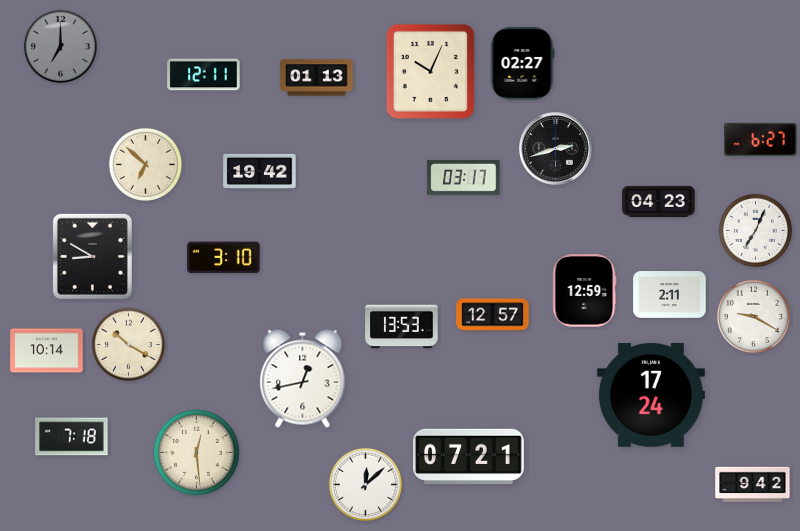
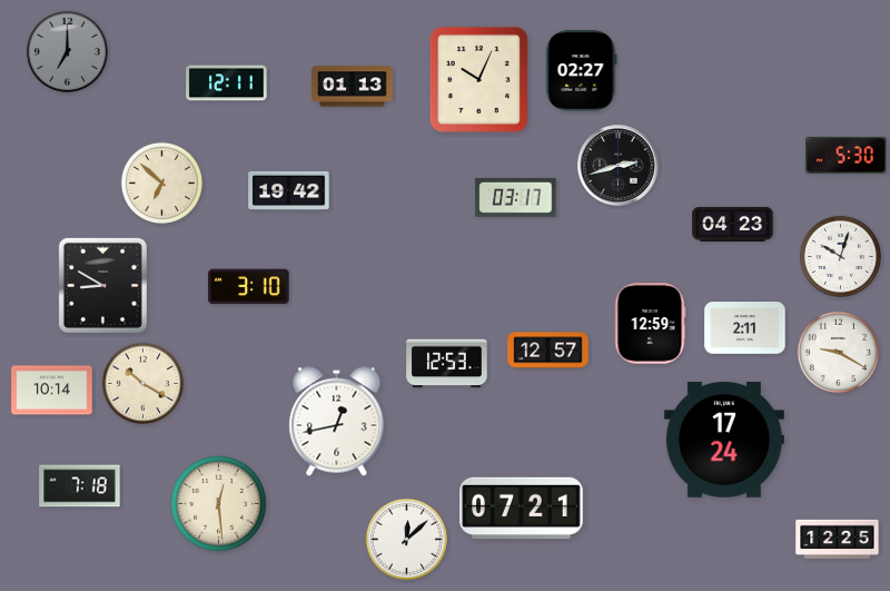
clock at (761, 139): 6:27 -> 5:30
clock at (755, 230): 7:04 -> 10:03
clock at (402, 327): 13:53 -> 12:53
clock at (753, 485): 9:42 -> 12:25
